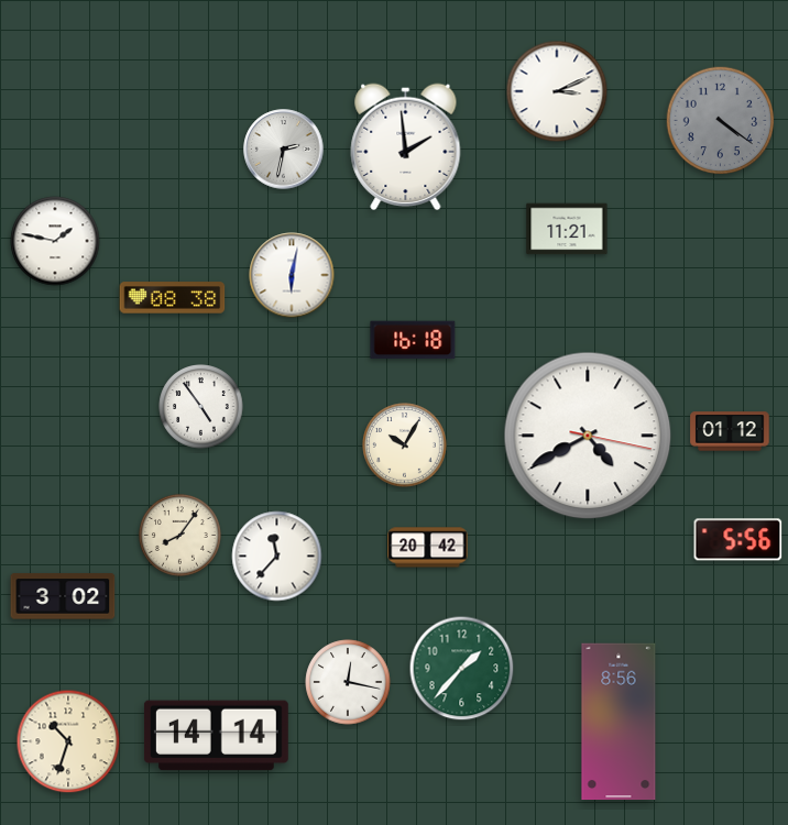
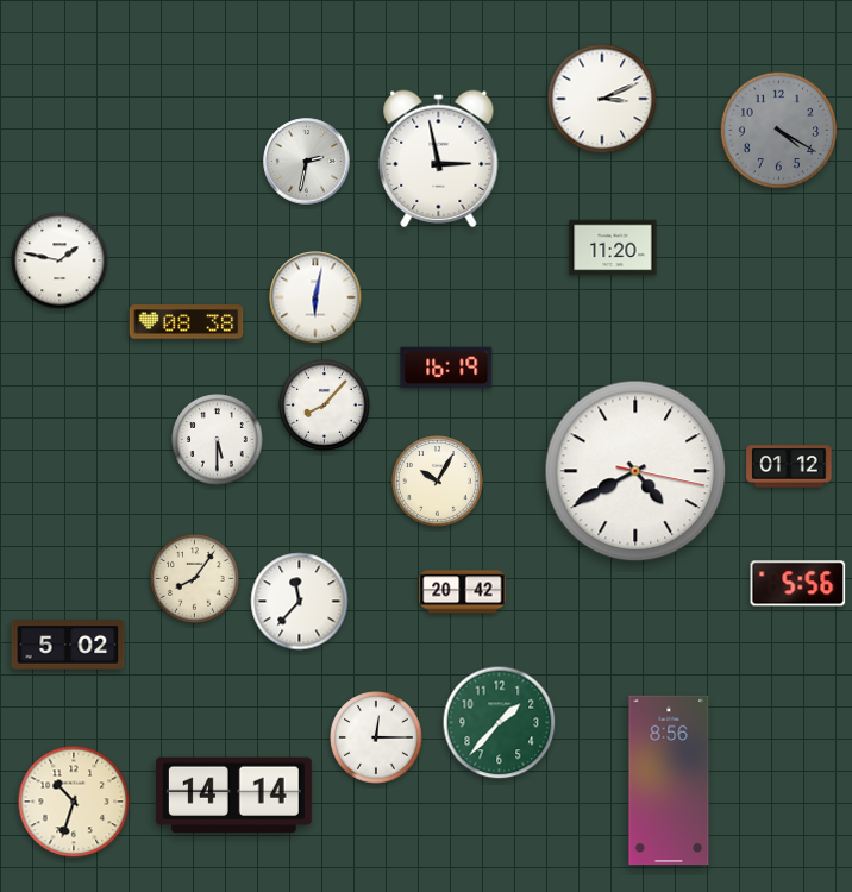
clock at (721, 121): 4:21 -> 4:20
clock at (406, 146): 1:59 -> 2:58
clock at (567, 229): 11:21 -> 11:20
clock at (413, 340): 16:18 -> 16:19
clock at (325, 406): none -> 8:07
clock at (201, 407): 4:54 -> 5:30
clock at (63, 596): 3:02 -> 5:02
clock at (348, 682): 12:17 -> 12:15
